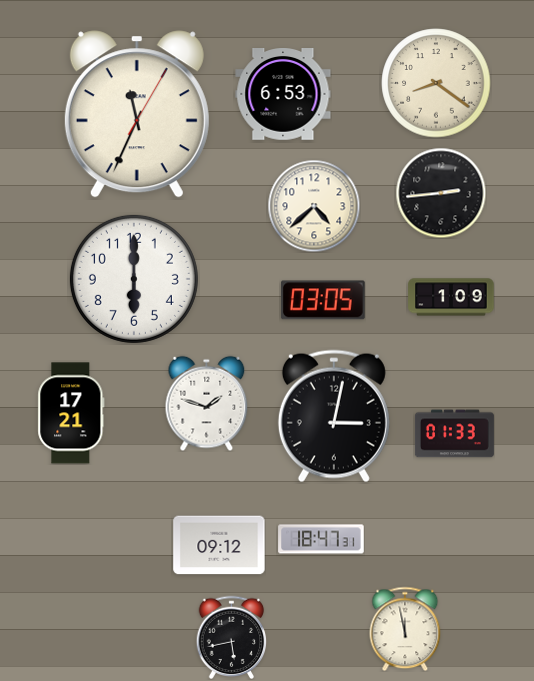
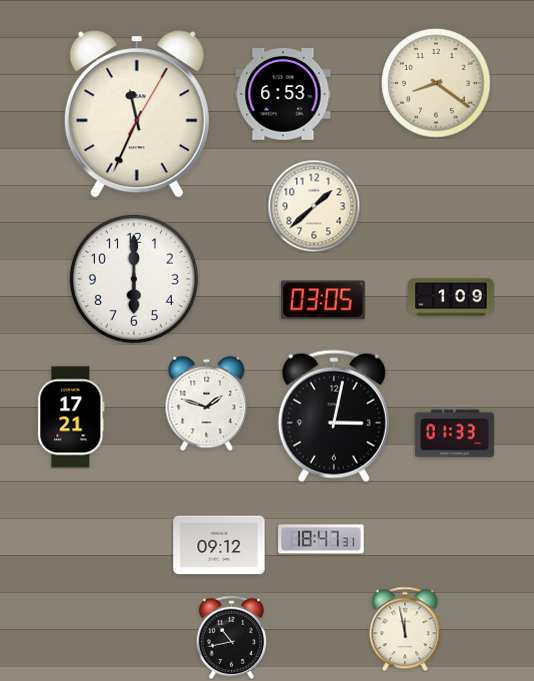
clock at (441, 193): 2:44 -> none
clock at (314, 206): 4:38 -> 1:38
clock at (71, 413) position: (71, 413) -> (71, 417)
clock at (232, 637): 5:43 -> 10:43
